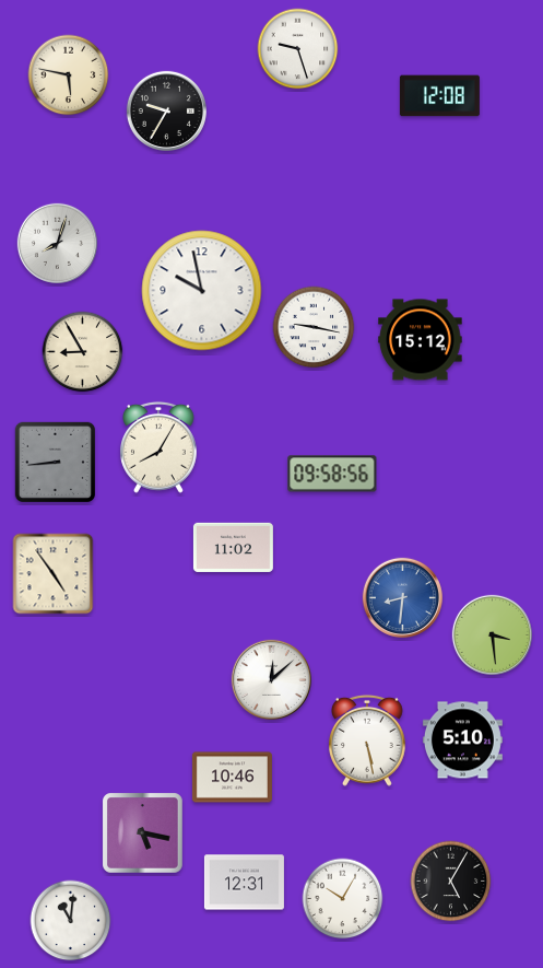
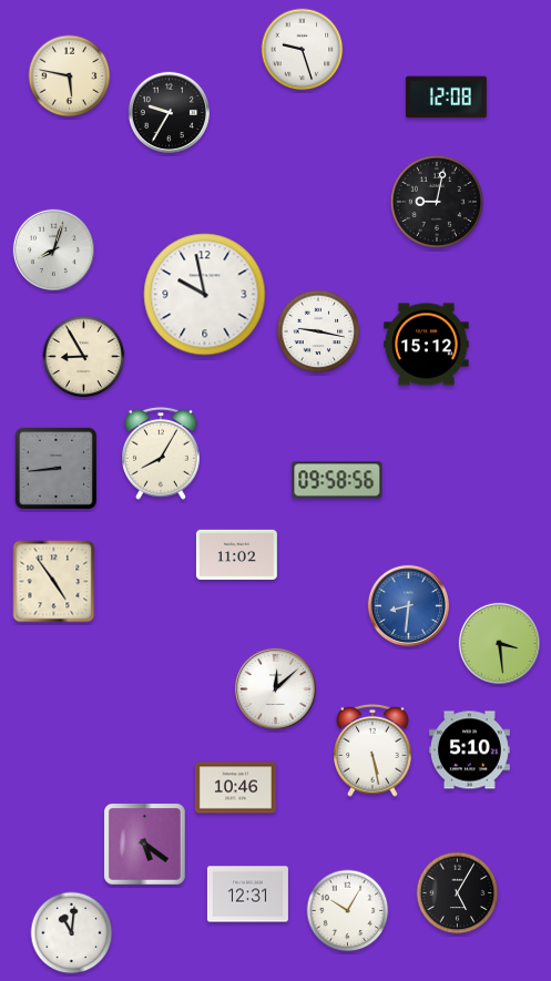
clock at (436, 201): none -> 9:02
clock at (57, 243) position: (57, 243) -> (53, 249)
clock at (143, 833): 5:17 -> 5:21
